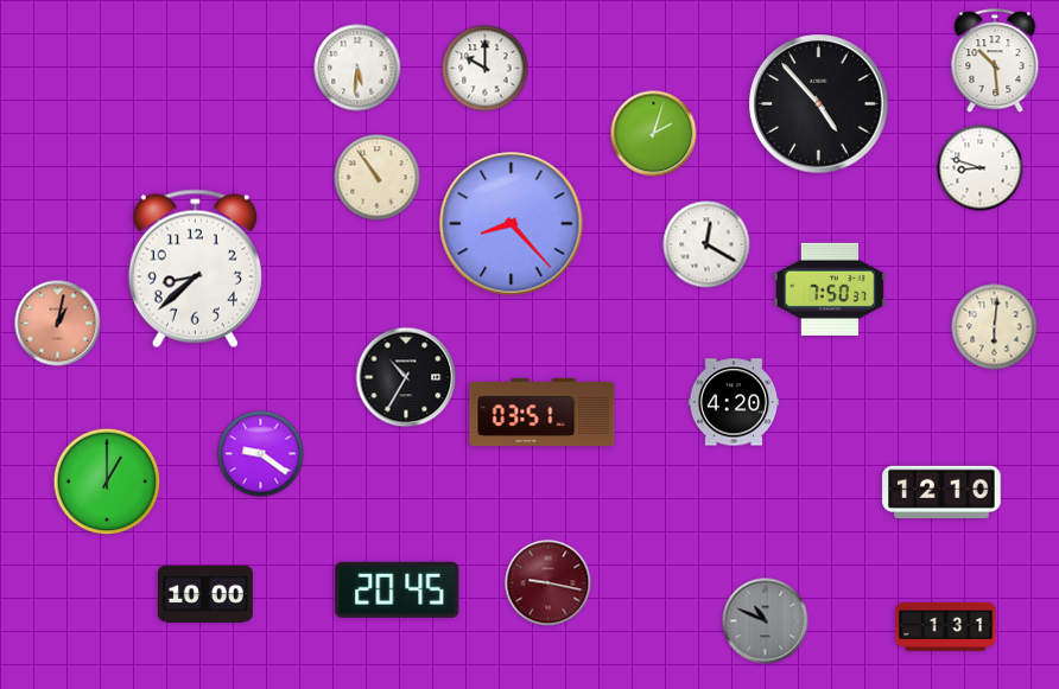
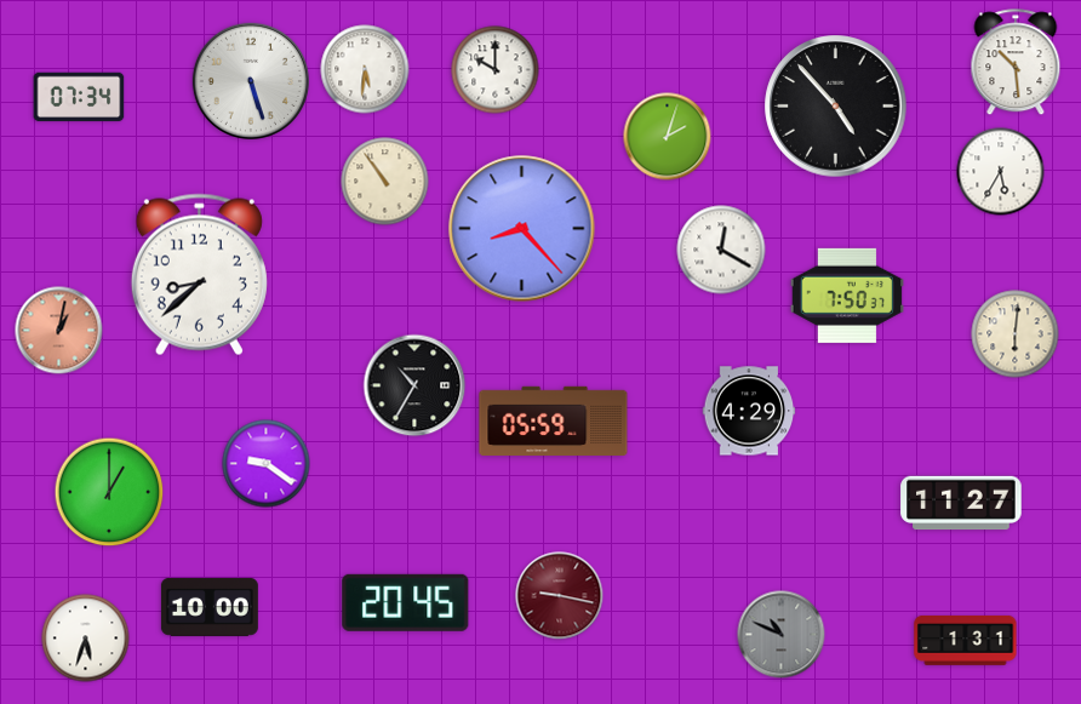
clock at (251, 81): none -> 5:27
clock at (79, 97): none -> 07:34
clock at (981, 168): 8:48 -> 5:35
clock at (734, 402): 4:20 -> 4:29
clock at (543, 413): 03:51 -> 05:59
clock at (941, 492): 12:10 -> 11:27
clock at (86, 639): none -> 5:33
